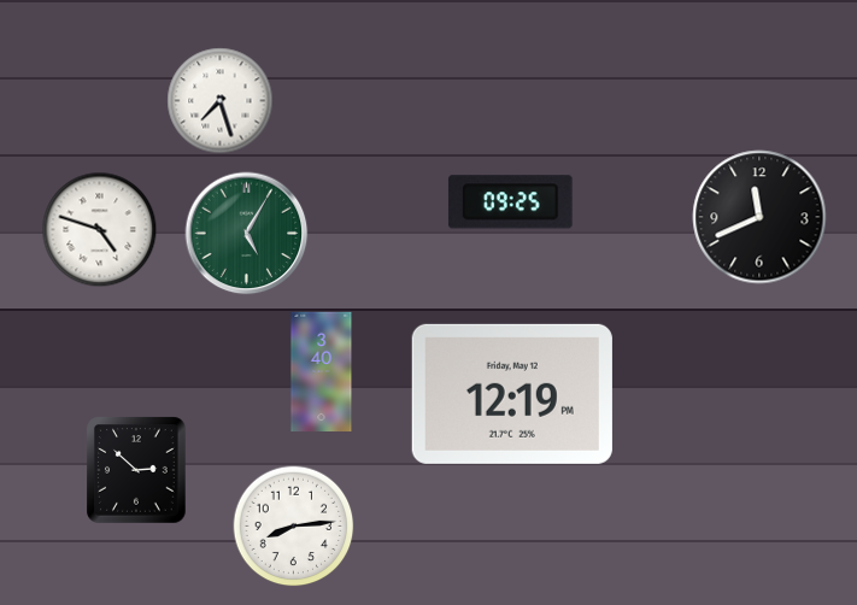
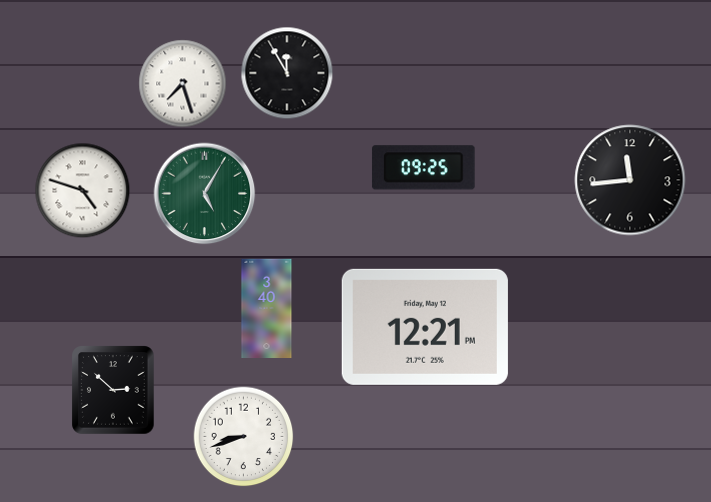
clock at (287, 73): none -> 11:55
clock at (759, 217): 11:41 -> 11:44
clock at (512, 394): 12:19 -> 12:21
clock at (294, 527): 8:14 -> 8:42
